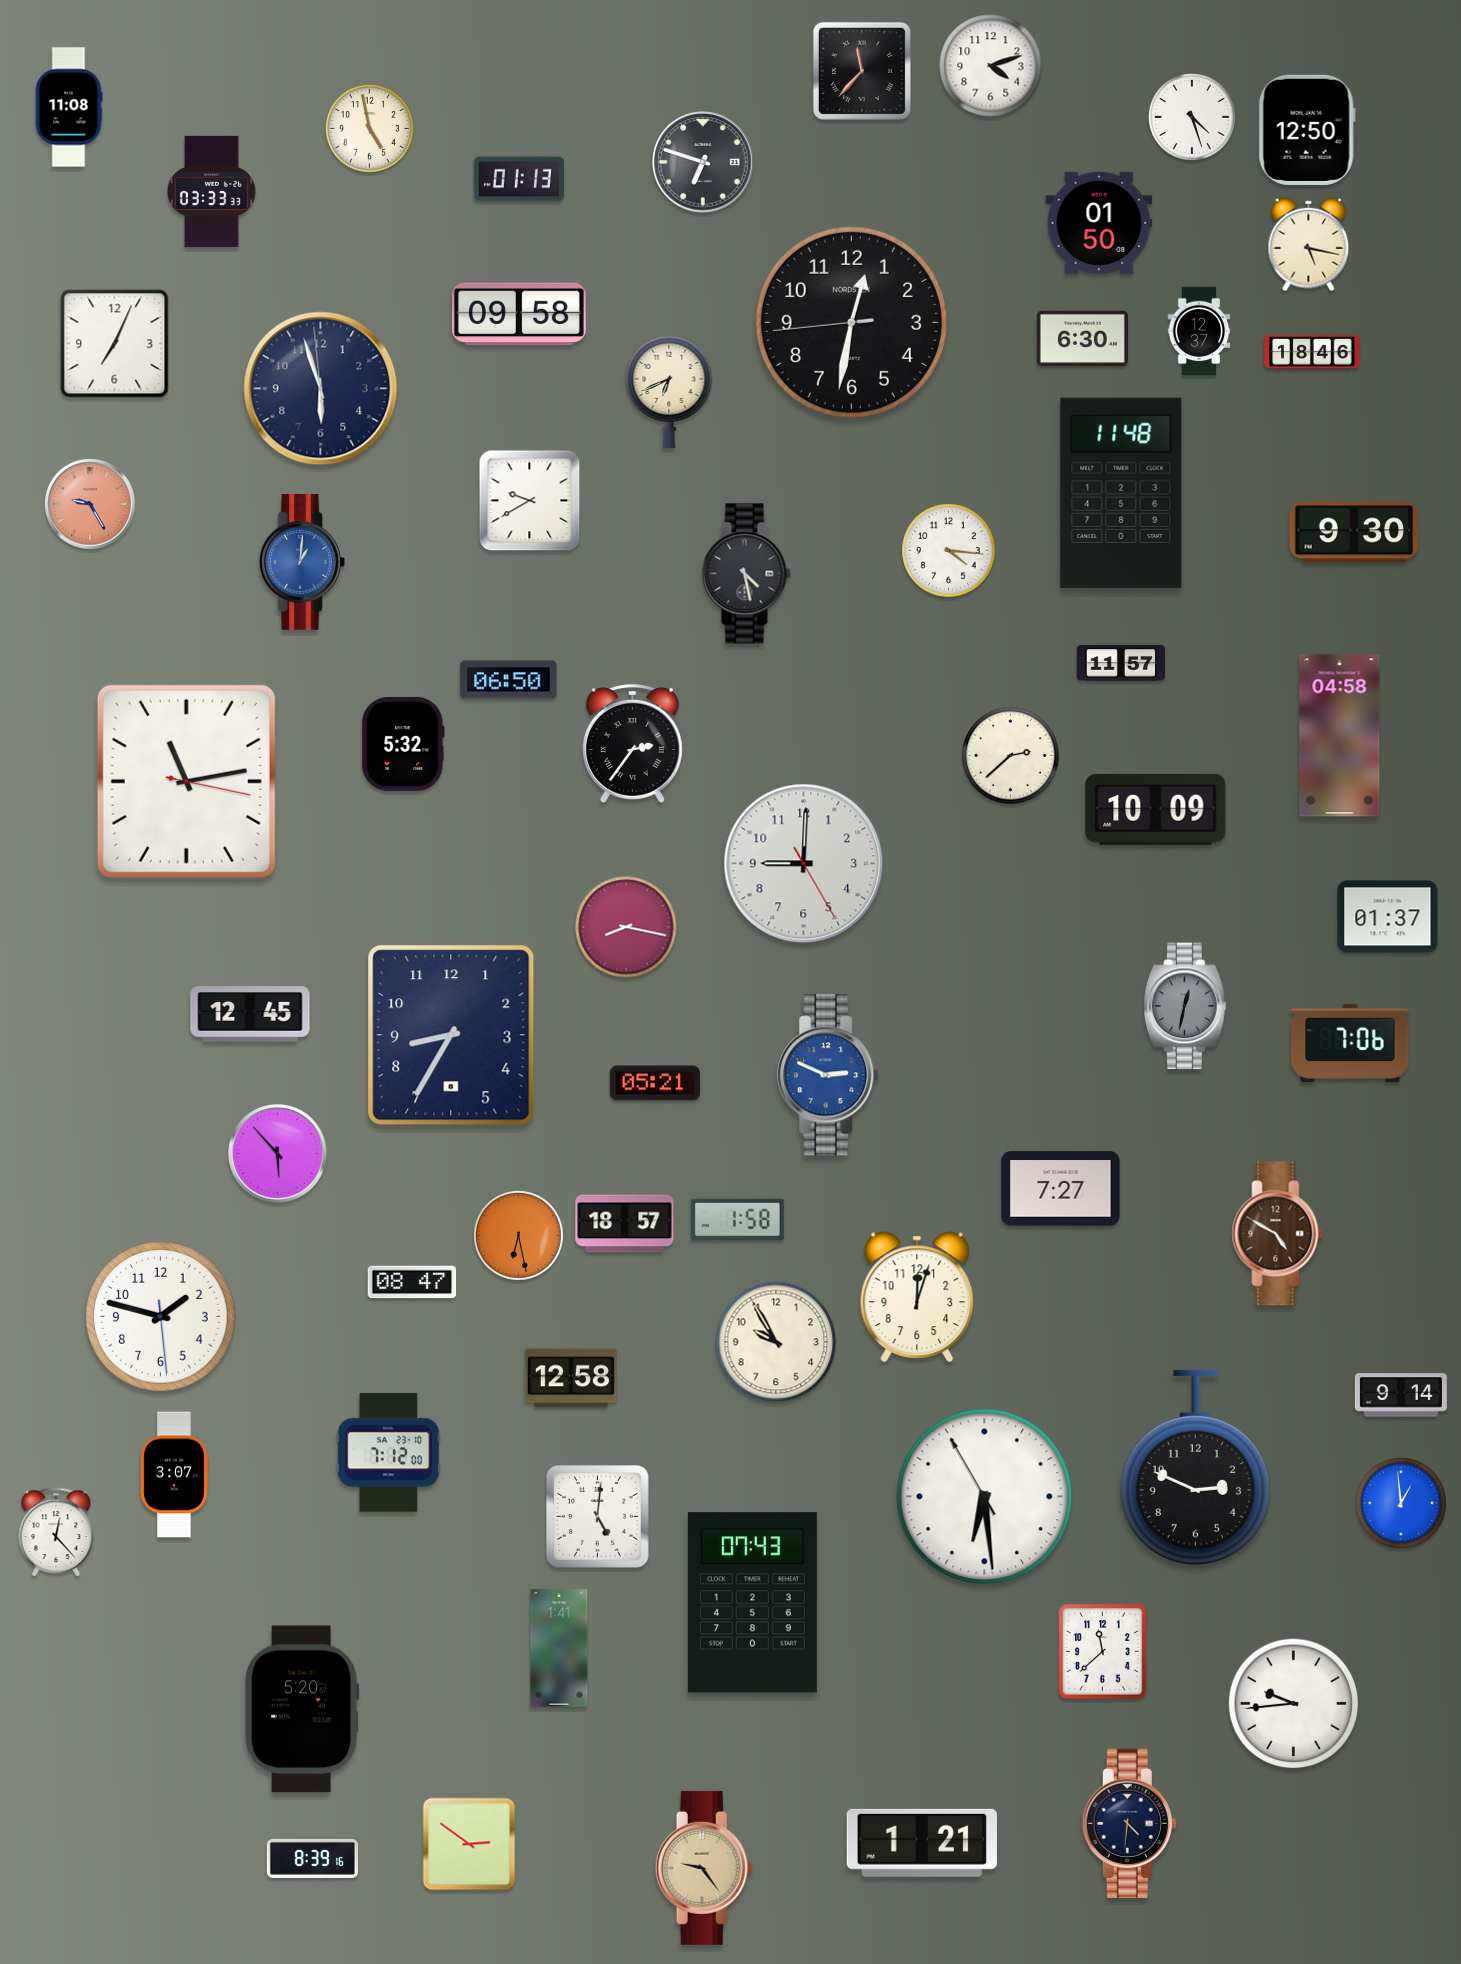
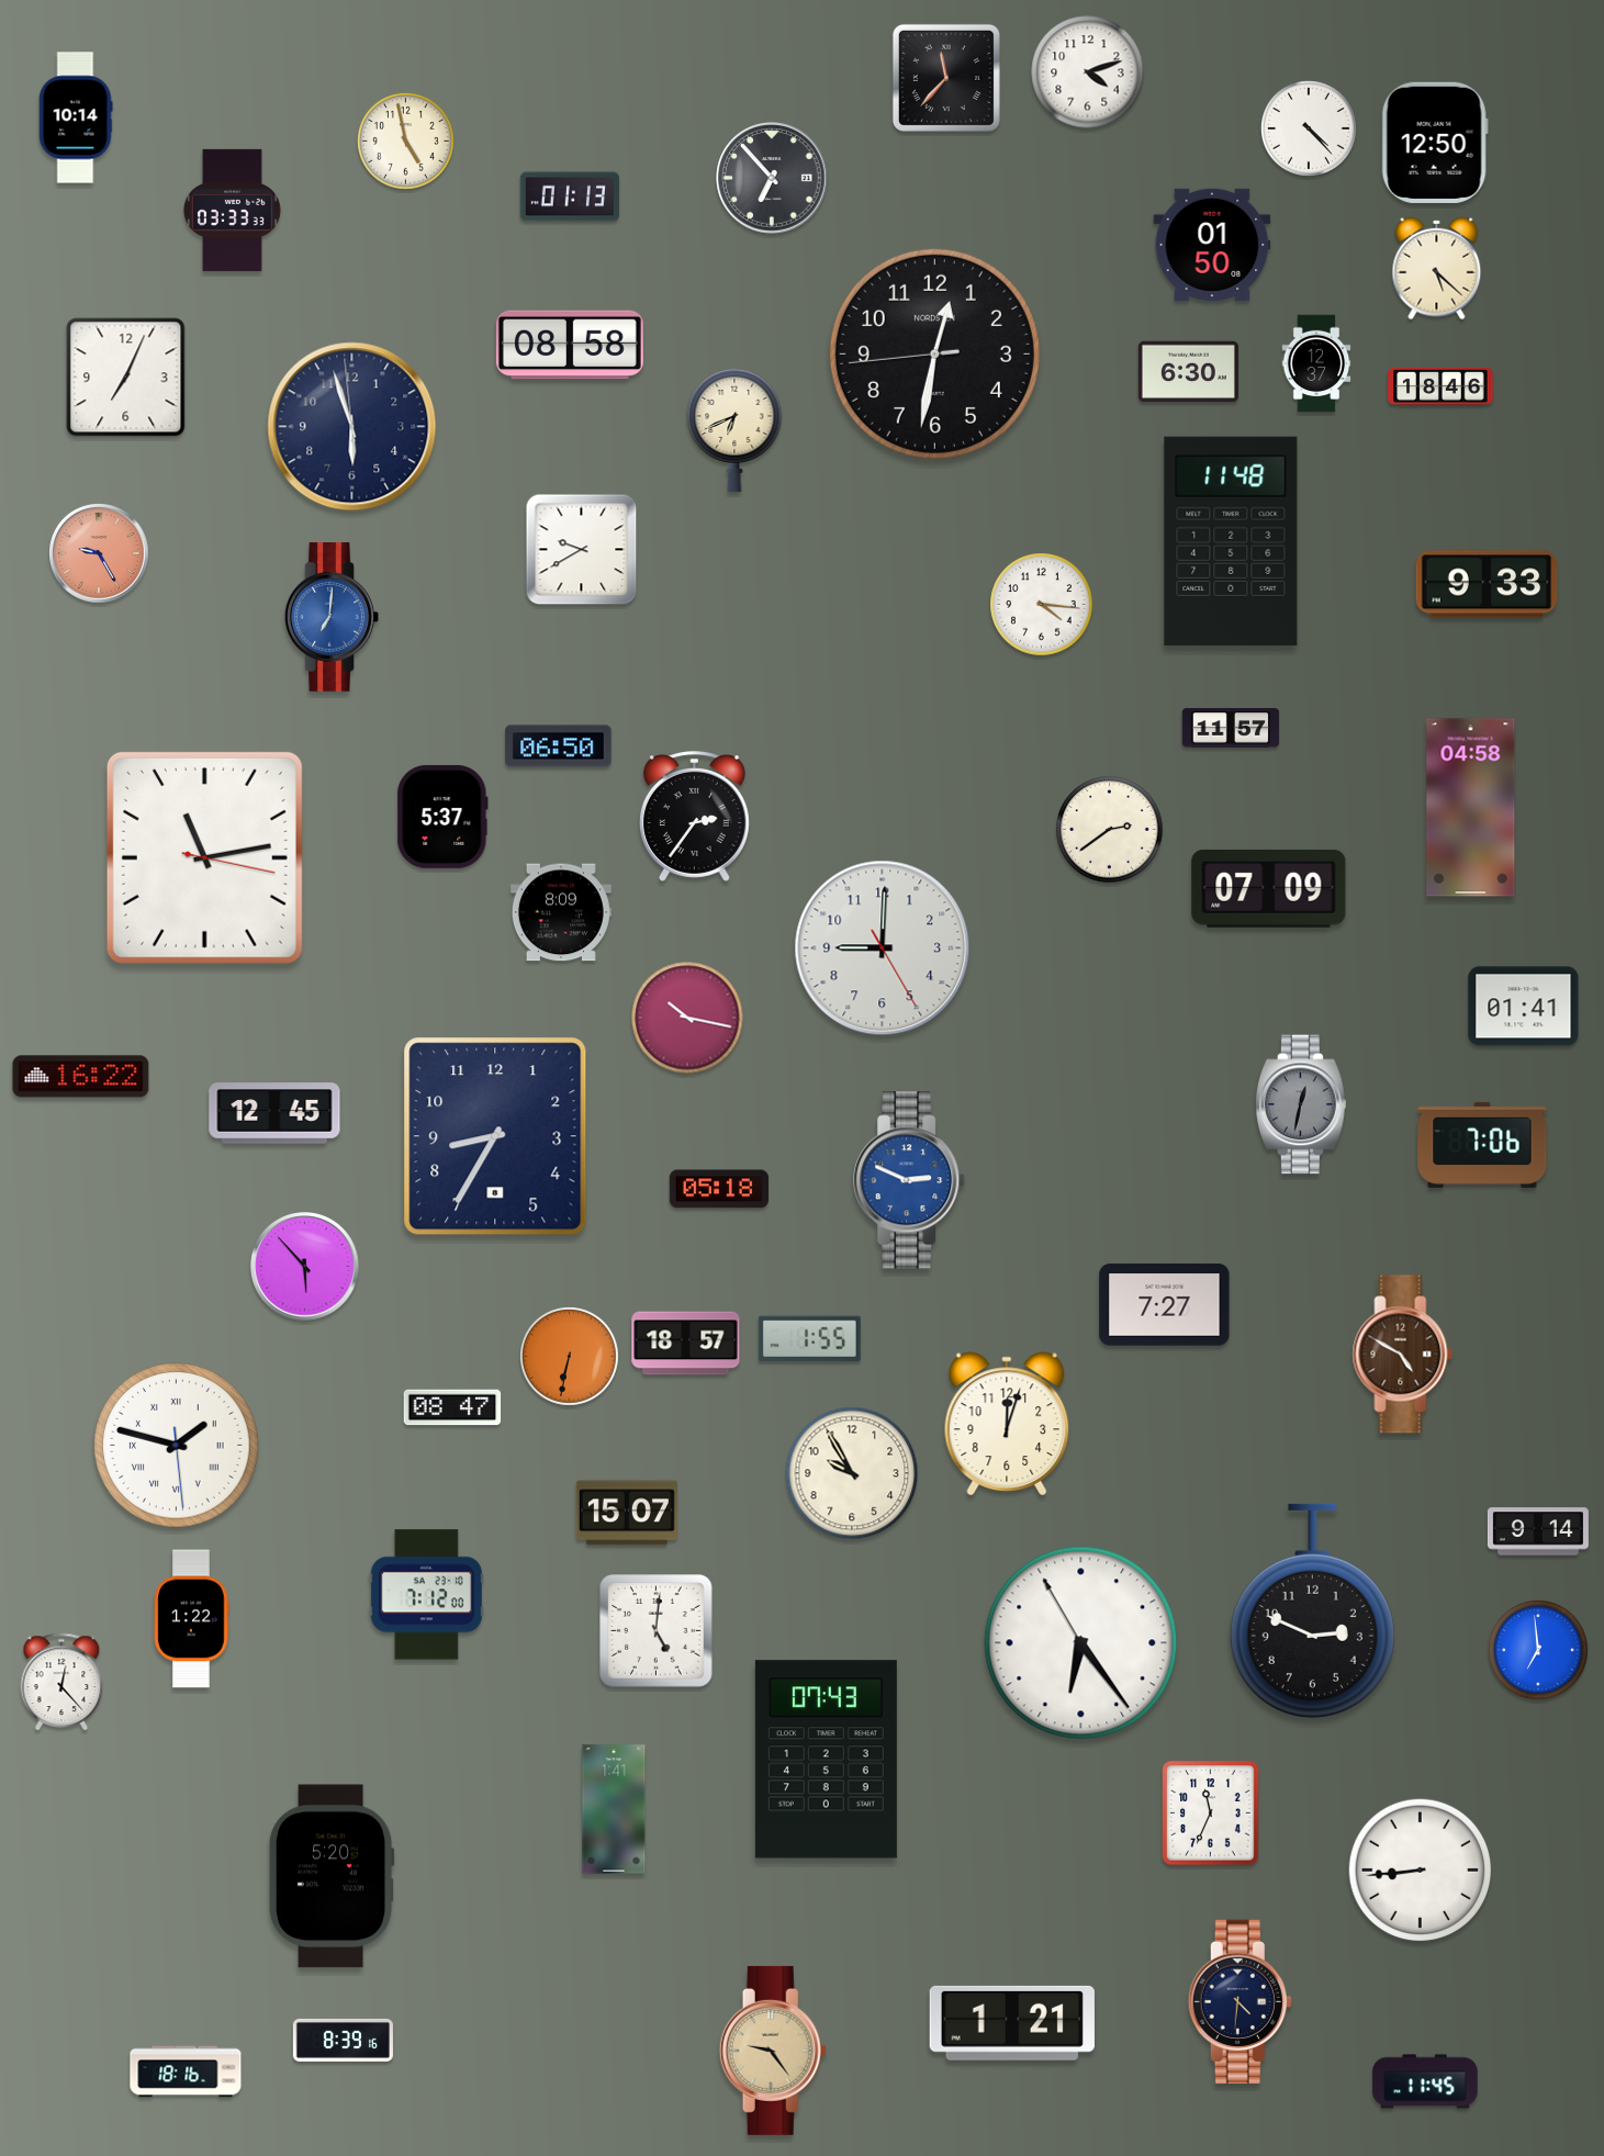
clock at (69, 107): 11:08 -> 10:14
clock at (1192, 117): 4:27 -> 4:23
clock at (703, 162): 6:48 -> 6:53
clock at (1099, 223) position: (1099, 223) -> (1212, 245)
clock at (1309, 245): 5:17 -> 5:22
clock at (519, 314): 09:58 -> 08:58
clock at (1354, 532): 9:30 -> 9:33
clock at (302, 562): 1:01 -> 7:01
clock at (746, 574): 4:28 -> none
clock at (403, 744): 5:32 -> 5:37
clock at (1011, 756): 2:38 -> 2:39
clock at (1156, 809): 10:09 -> 07:09
clock at (561, 912): none -> 8:09
clock at (1388, 917): 01:37 -> 01:41
clock at (626, 927): 8:17 -> 10:17
clock at (81, 1077): none -> 16:22
clock at (655, 1083): 05:21 -> 05:18
clock at (737, 1219): 1:58 -> 1:55
clock at (519, 1236): 6:28 -> 6:32
clock at (161, 1317) numerals: Arabic -> Roman
clock at (571, 1378): 12:58 -> 15:07
clock at (174, 1475): 3:07 -> 1:22
clock at (985, 1497): 6:28 -> 6:23
clock at (1401, 1503): 12:59 -> 6:59
clock at (598, 1517) position: (598, 1517) -> (657, 1631)
clock at (1103, 1652): 11:38 -> 11:34
clock at (1294, 1704): 9:44 -> 8:44
clock at (469, 1844): 2:51 -> none
clock at (186, 2071): none -> 18:16
clock at (1425, 2081): none -> 11:45
